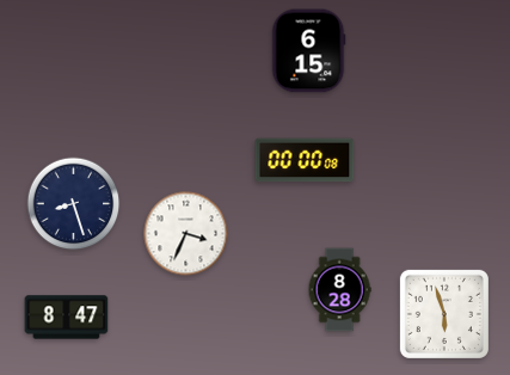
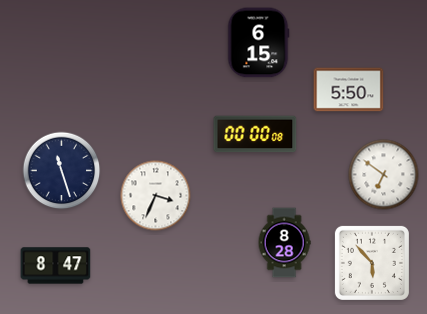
clock at (349, 90): none -> 5:50
clock at (74, 204): 8:27 -> 11:27
clock at (384, 175): none -> 6:51
clock at (444, 314): 5:57 -> 5:53
